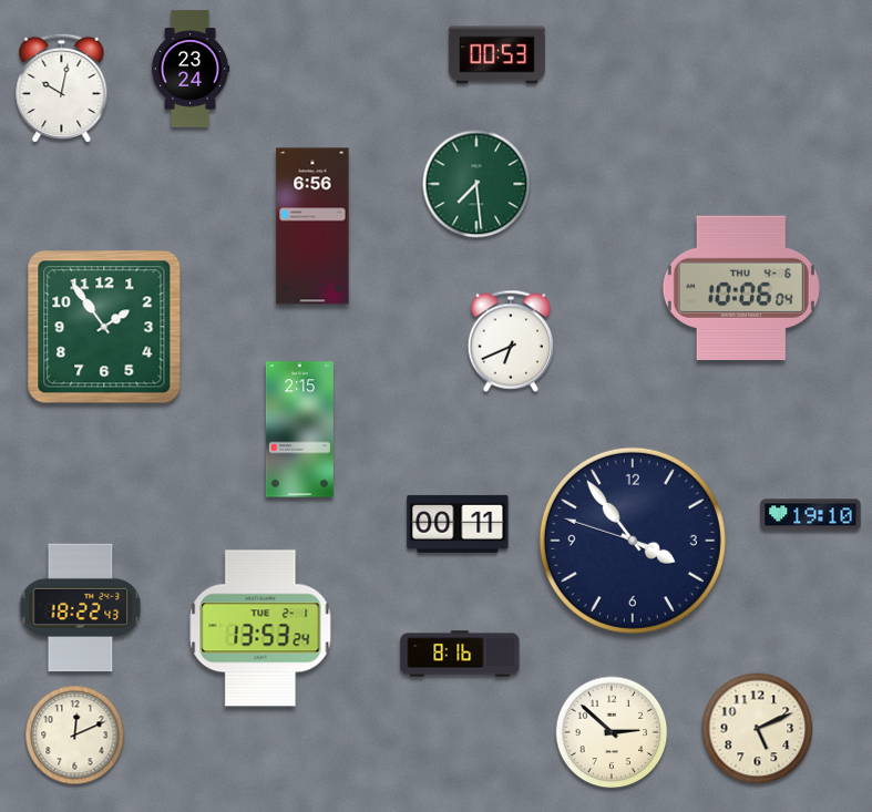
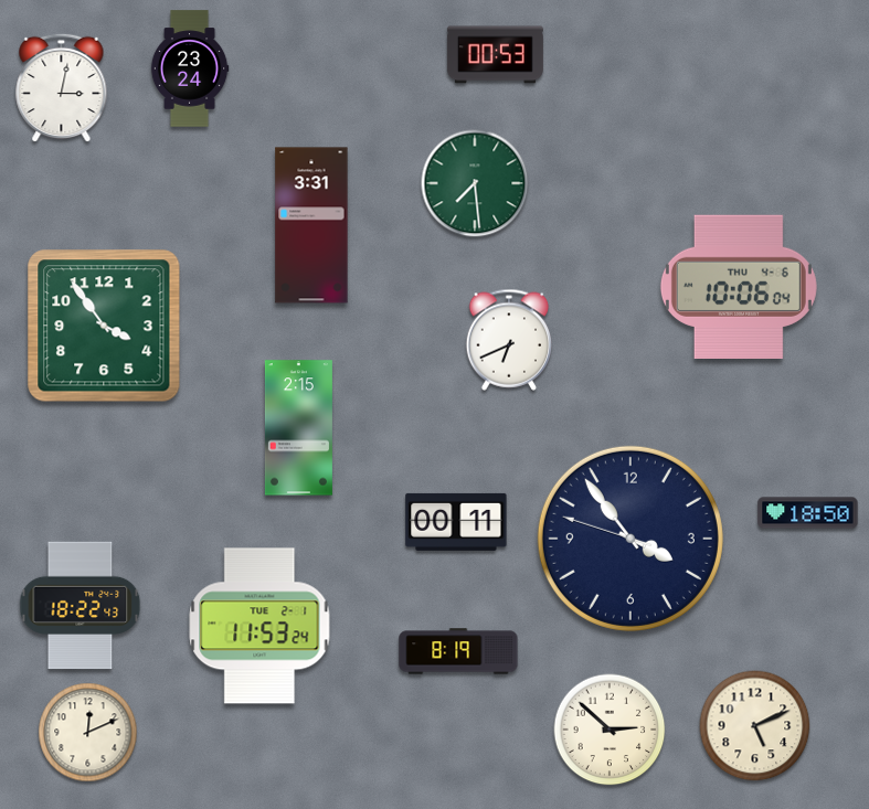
clock at (62, 89): 10:02 -> 3:02
clock at (312, 226): 6:56 -> 3:31
clock at (104, 327): 1:54 -> 3:54
clock at (811, 515): 19:10 -> 18:50
clock at (260, 628): 13:53 -> 11:53
clock at (460, 654): 8:16 -> 8:19
clock at (75, 736) position: (75, 736) -> (88, 733)
